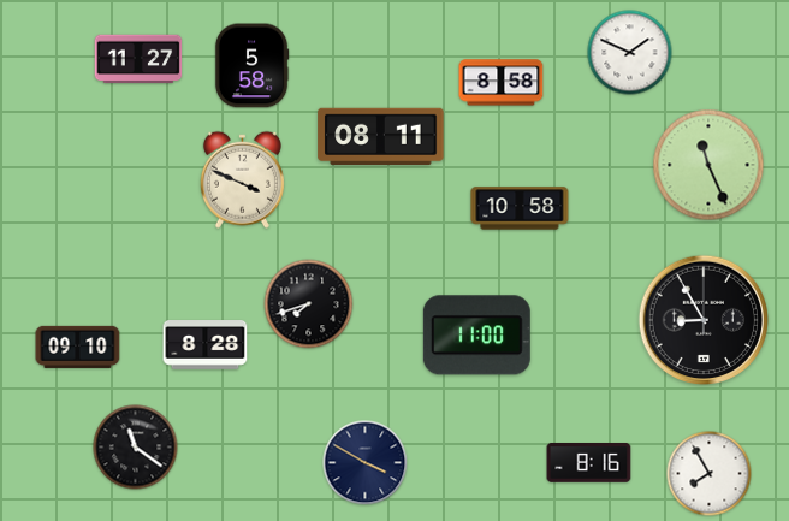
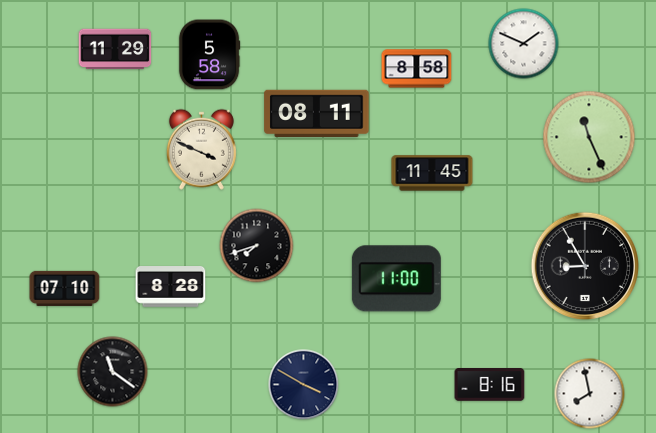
clock at (138, 59): 11:27 -> 11:29
clock at (520, 208): 10:58 -> 11:45
clock at (309, 304) position: (309, 304) -> (257, 246)
clock at (78, 347): 09:10 -> 07:10
clock at (710, 474): 7:55 -> 7:58
